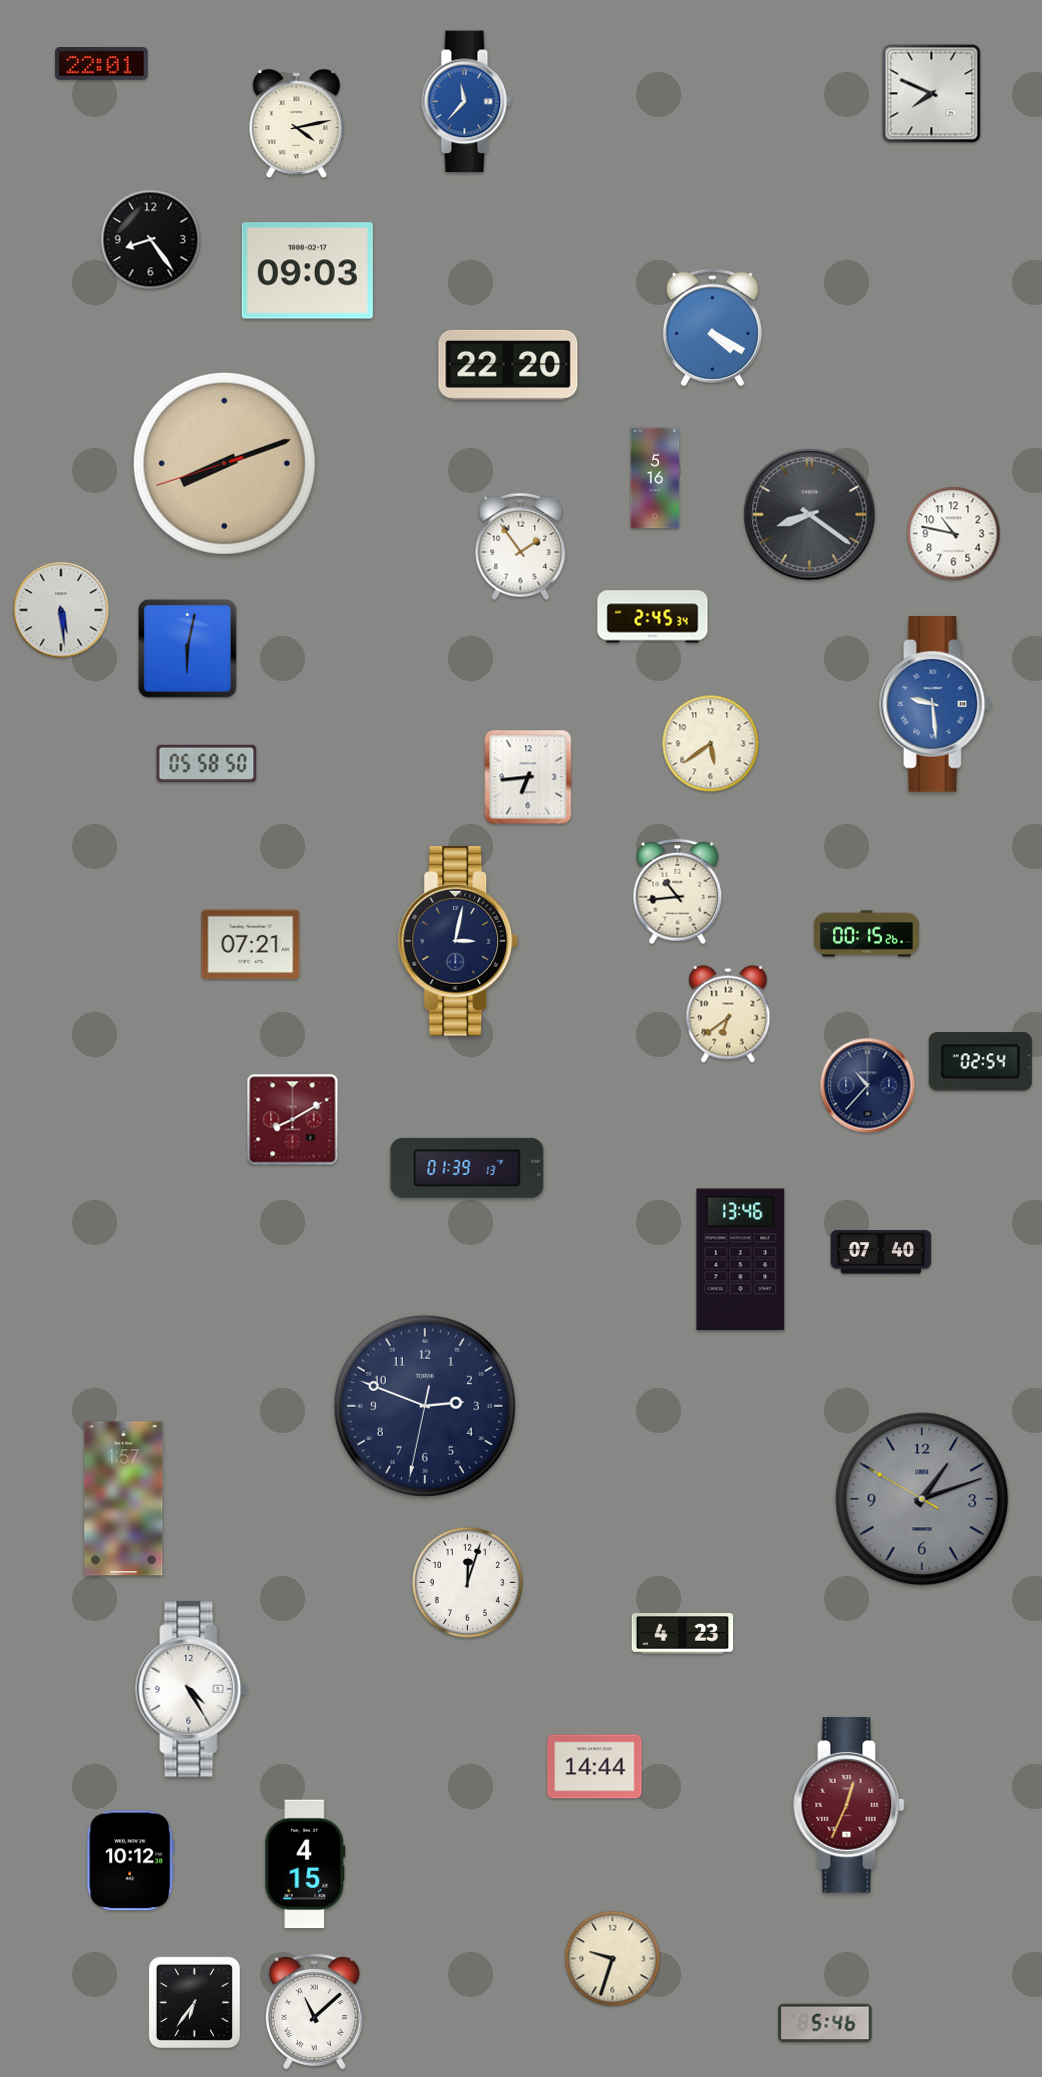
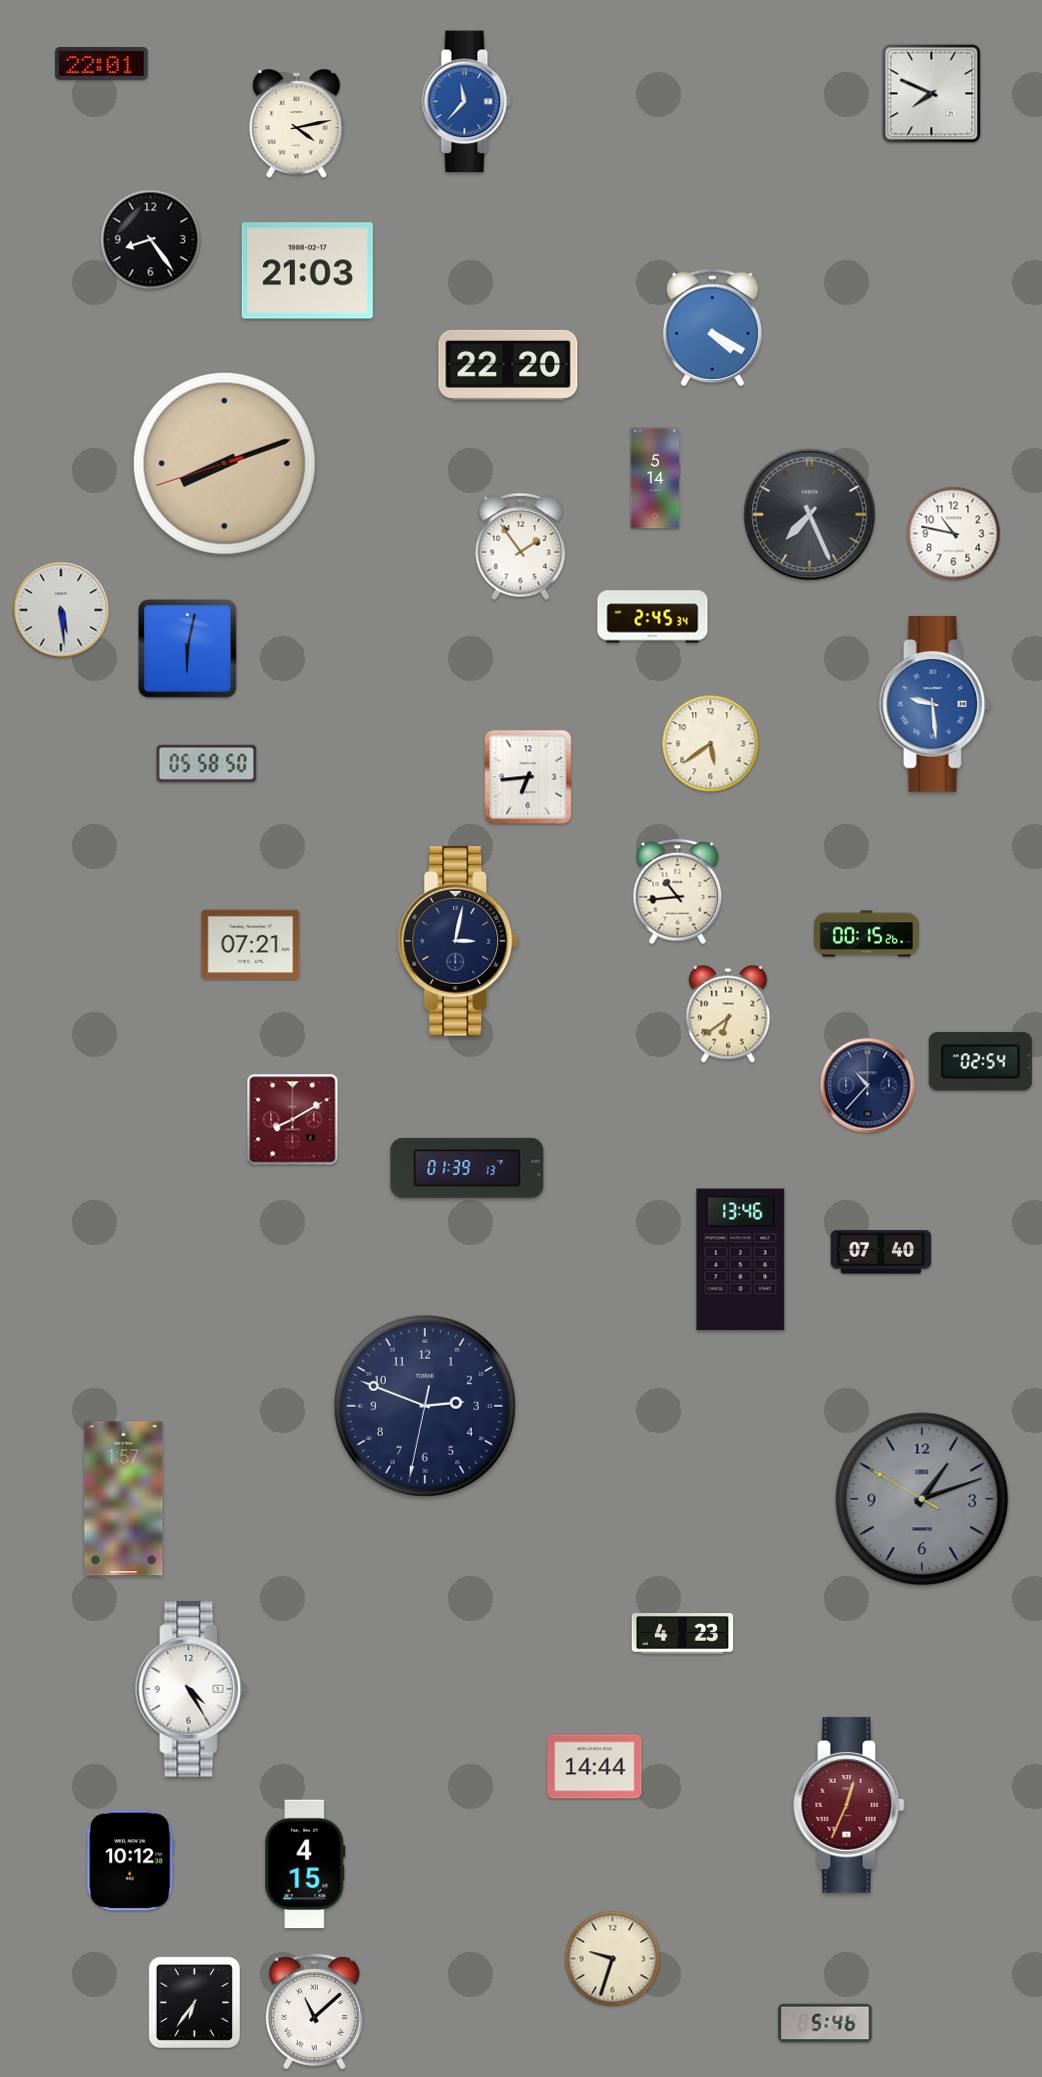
clock at (307, 271): 09:03 -> 21:03
clock at (655, 478): 5:16 -> 5:14
clock at (810, 515): 8:21 -> 7:26
clock at (467, 1582): 12:03 -> none
